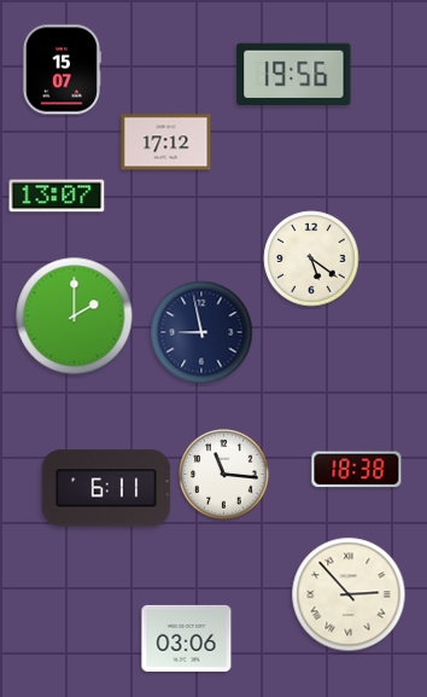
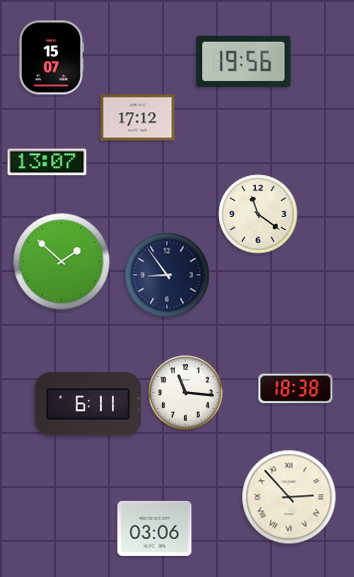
clock at (311, 259): 5:21 -> 11:21
clock at (75, 316): 2:00 -> 1:52
clock at (201, 332): 8:58 -> 8:54
clock at (349, 594) position: (349, 594) -> (289, 497)
